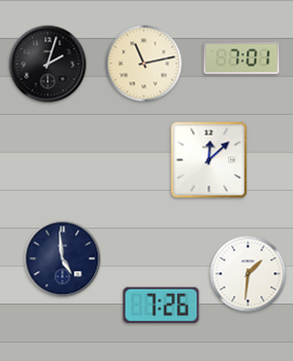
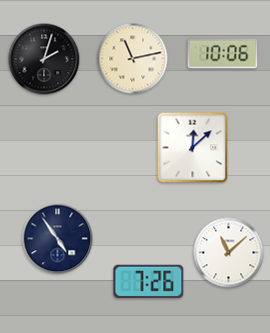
clock at (242, 59): 7:01 -> 10:06
clock at (63, 259): 4:59 -> 4:54
clock at (249, 274): 1:31 -> 11:08
